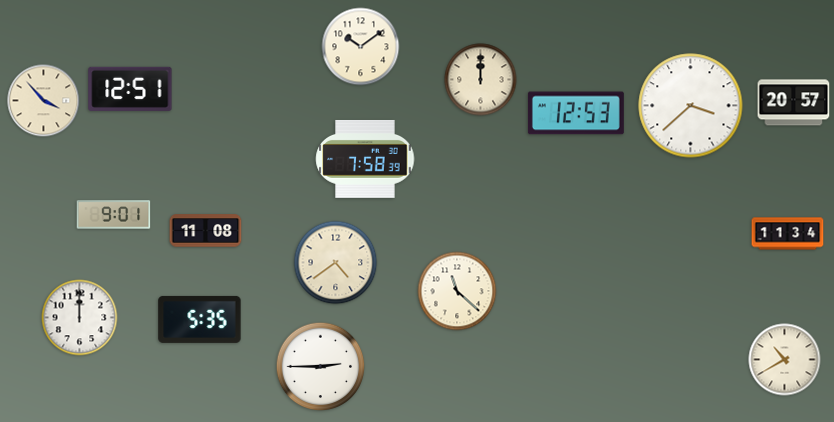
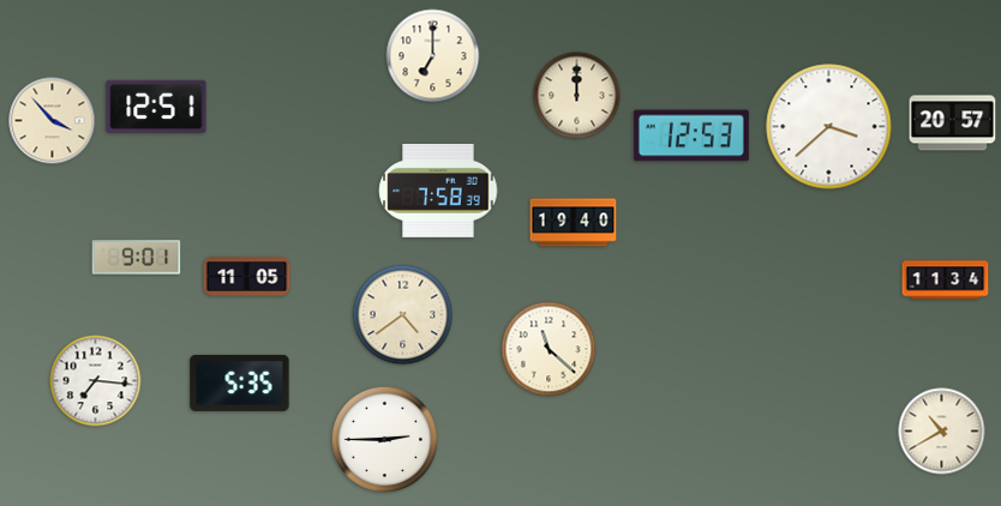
clock at (361, 47): 10:09 -> 7:00
clock at (574, 223): none -> 19:40
clock at (206, 231): 11:08 -> 11:05
clock at (80, 318): 12:00 -> 7:16
